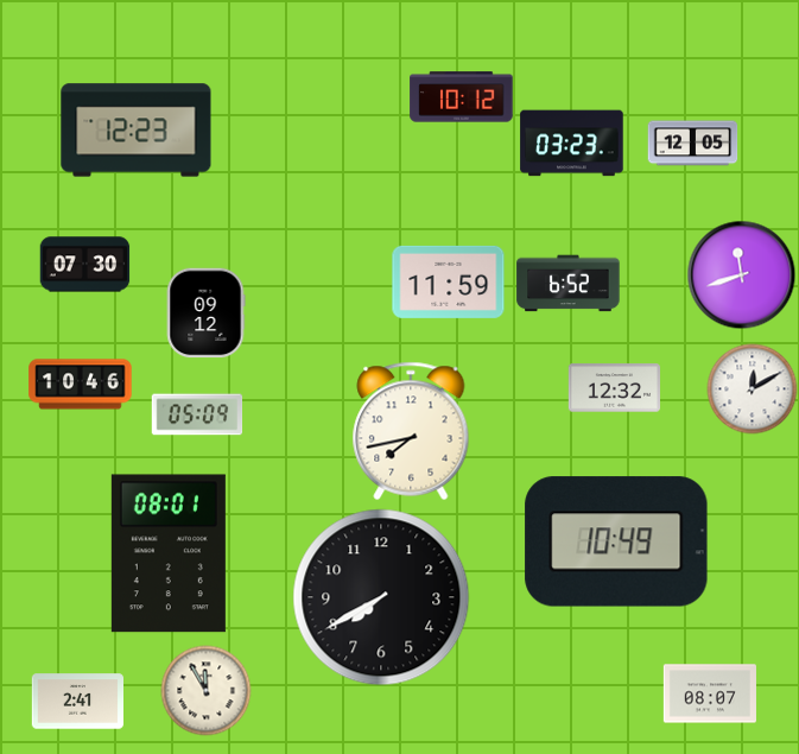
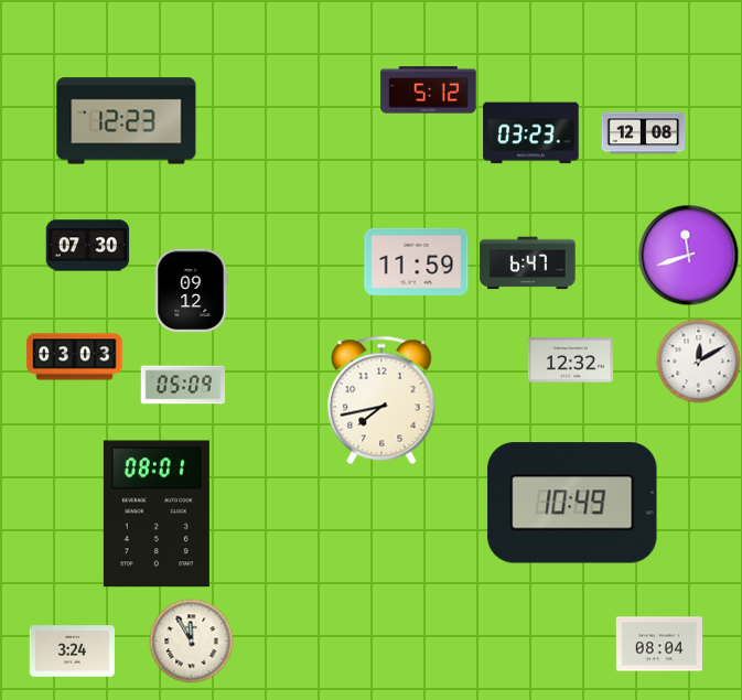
clock at (462, 97): 10:12 -> 5:12
clock at (693, 144): 12:05 -> 12:08
clock at (85, 265) position: (85, 265) -> (88, 246)
clock at (569, 284): 6:52 -> 6:47
clock at (81, 385): 10:46 -> 03:03
clock at (381, 597): 7:40 -> none
clock at (710, 693): 08:07 -> 08:04
clock at (77, 702): 2:41 -> 3:24
